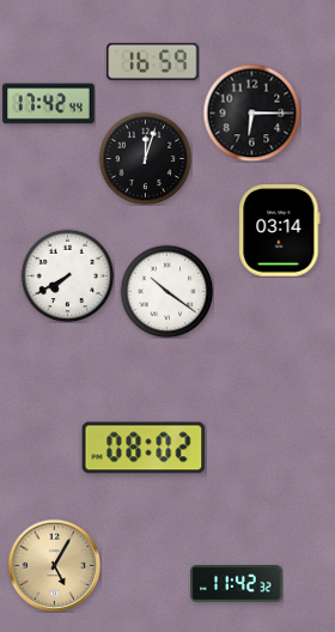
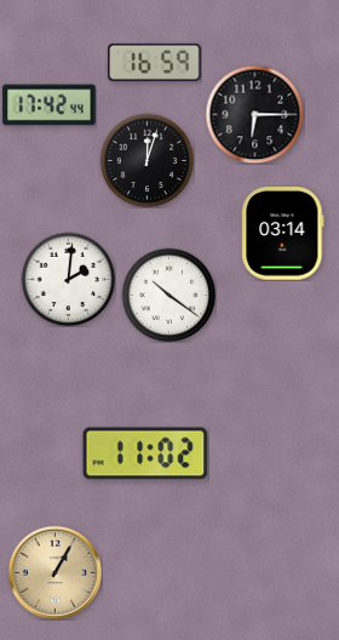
clock at (67, 275): 7:40 -> 2:01
clock at (144, 448): 08:02 -> 11:02
clock at (54, 565): 5:05 -> 1:05
clock at (237, 584): 11:42 -> none
